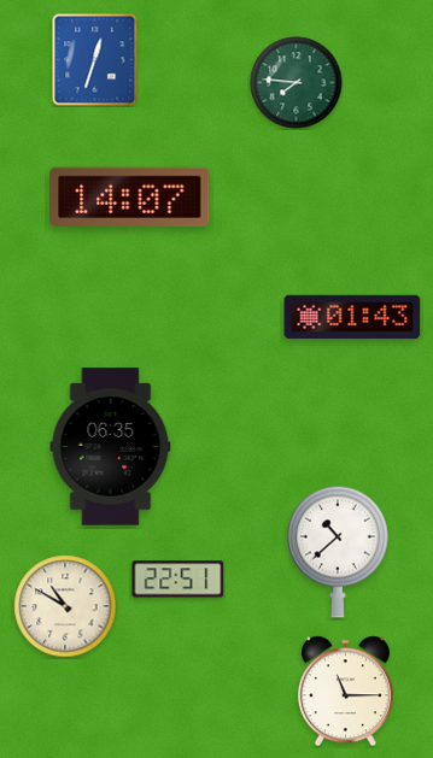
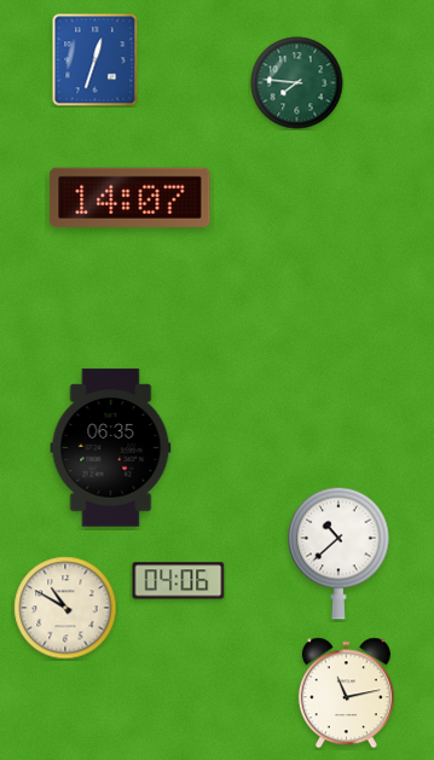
clock at (352, 317): 01:43 -> none
clock at (179, 580): 22:51 -> 04:06
clock at (345, 692): 11:15 -> 11:13
